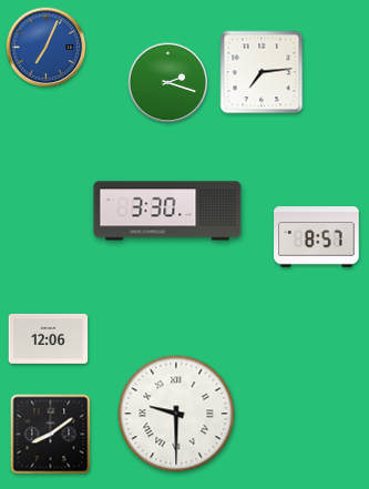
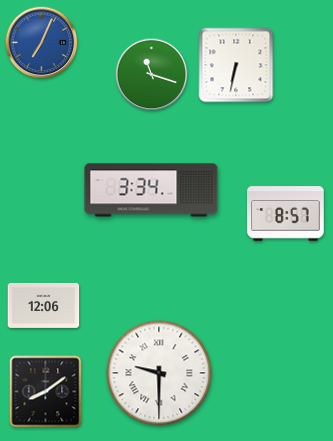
clock at (262, 72): 7:14 -> 6:32
clock at (168, 83): 2:18 -> 11:18
clock at (167, 211): 3:30 -> 3:34
